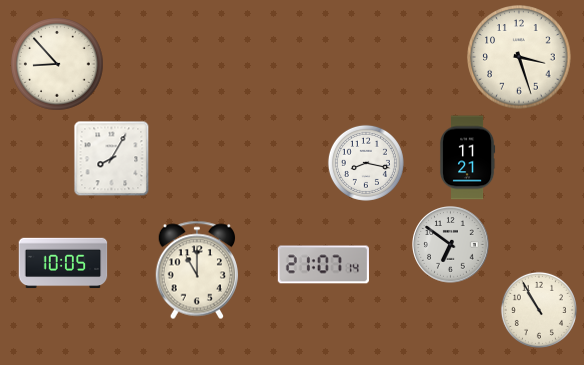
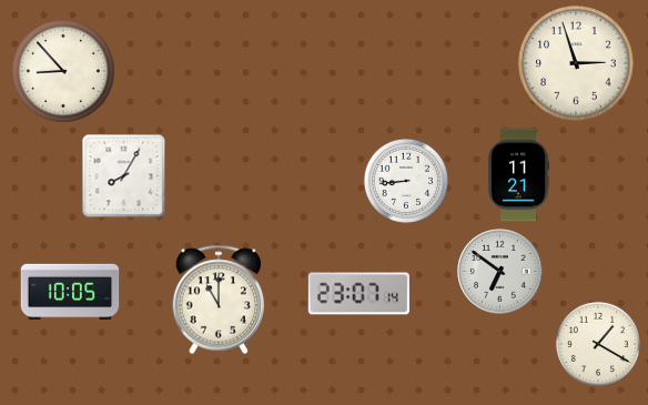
clock at (519, 57): 3:27 -> 2:57
clock at (366, 163): 8:17 -> 8:44
clock at (323, 265): 21:07 -> 23:07
clock at (539, 310): 10:55 -> 1:20
